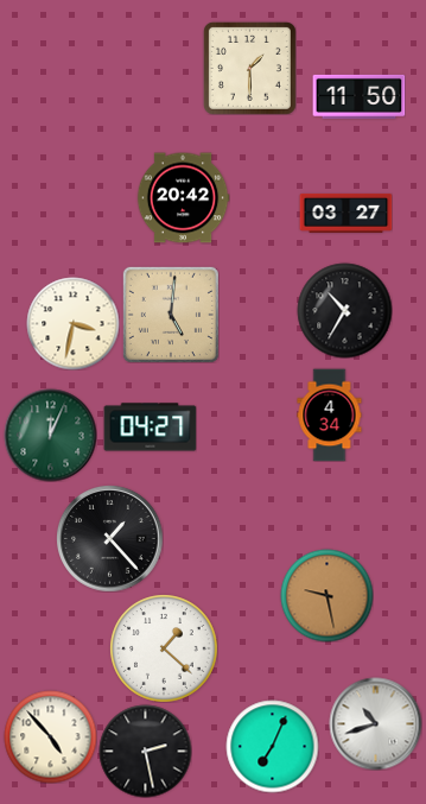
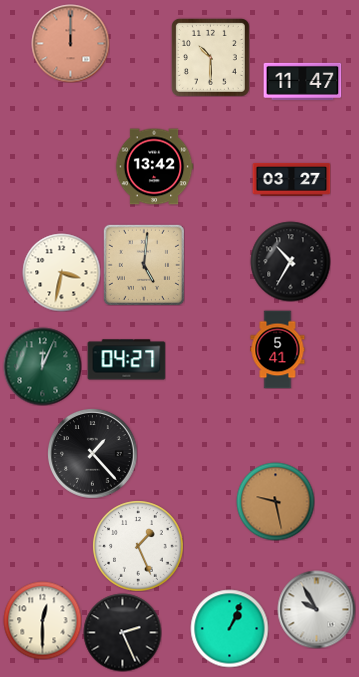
clock at (70, 43): none -> 12:00
clock at (249, 68): 1:30 -> 10:30
clock at (358, 96): 11:50 -> 11:47
clock at (183, 198): 20:42 -> 13:42
clock at (330, 414): 4:34 -> 5:41
clock at (164, 648): 1:22 -> 1:26
clock at (375, 723): 10:42 -> 9:55
clock at (50, 736): 4:53 -> 12:30
clock at (272, 746): 7:04 -> 1:04
clock at (145, 751): 2:28 -> 2:26
